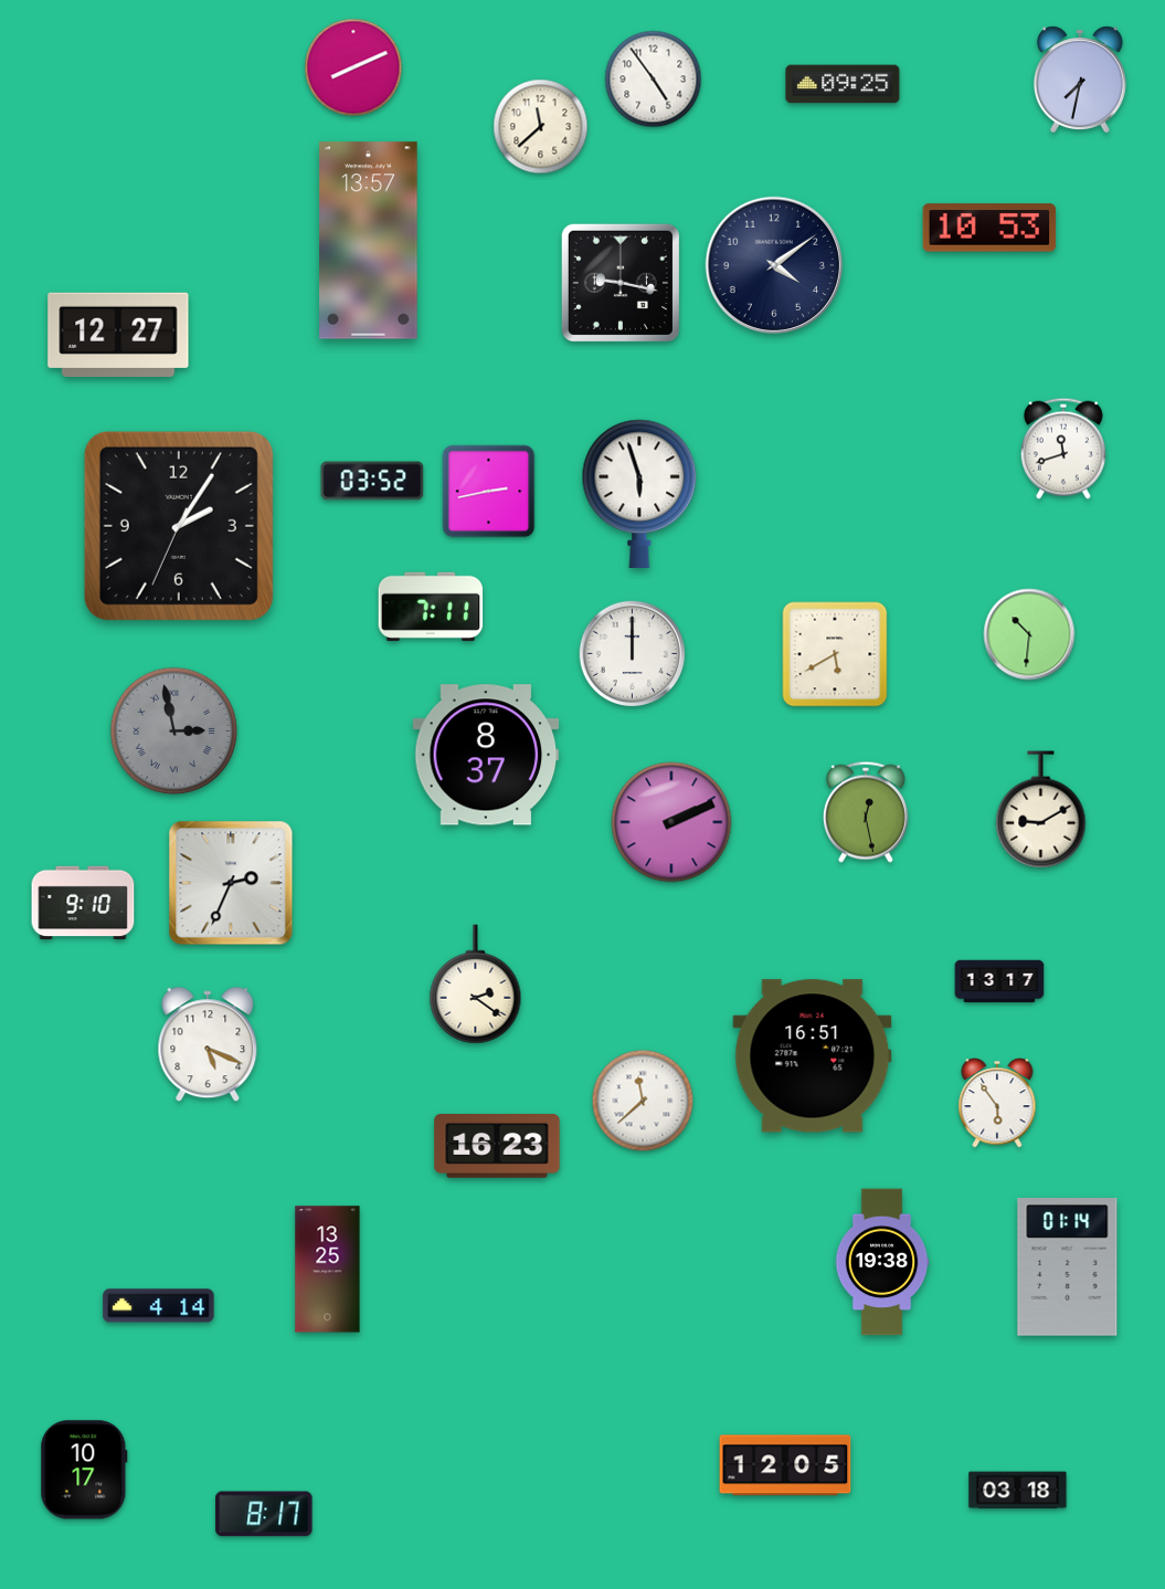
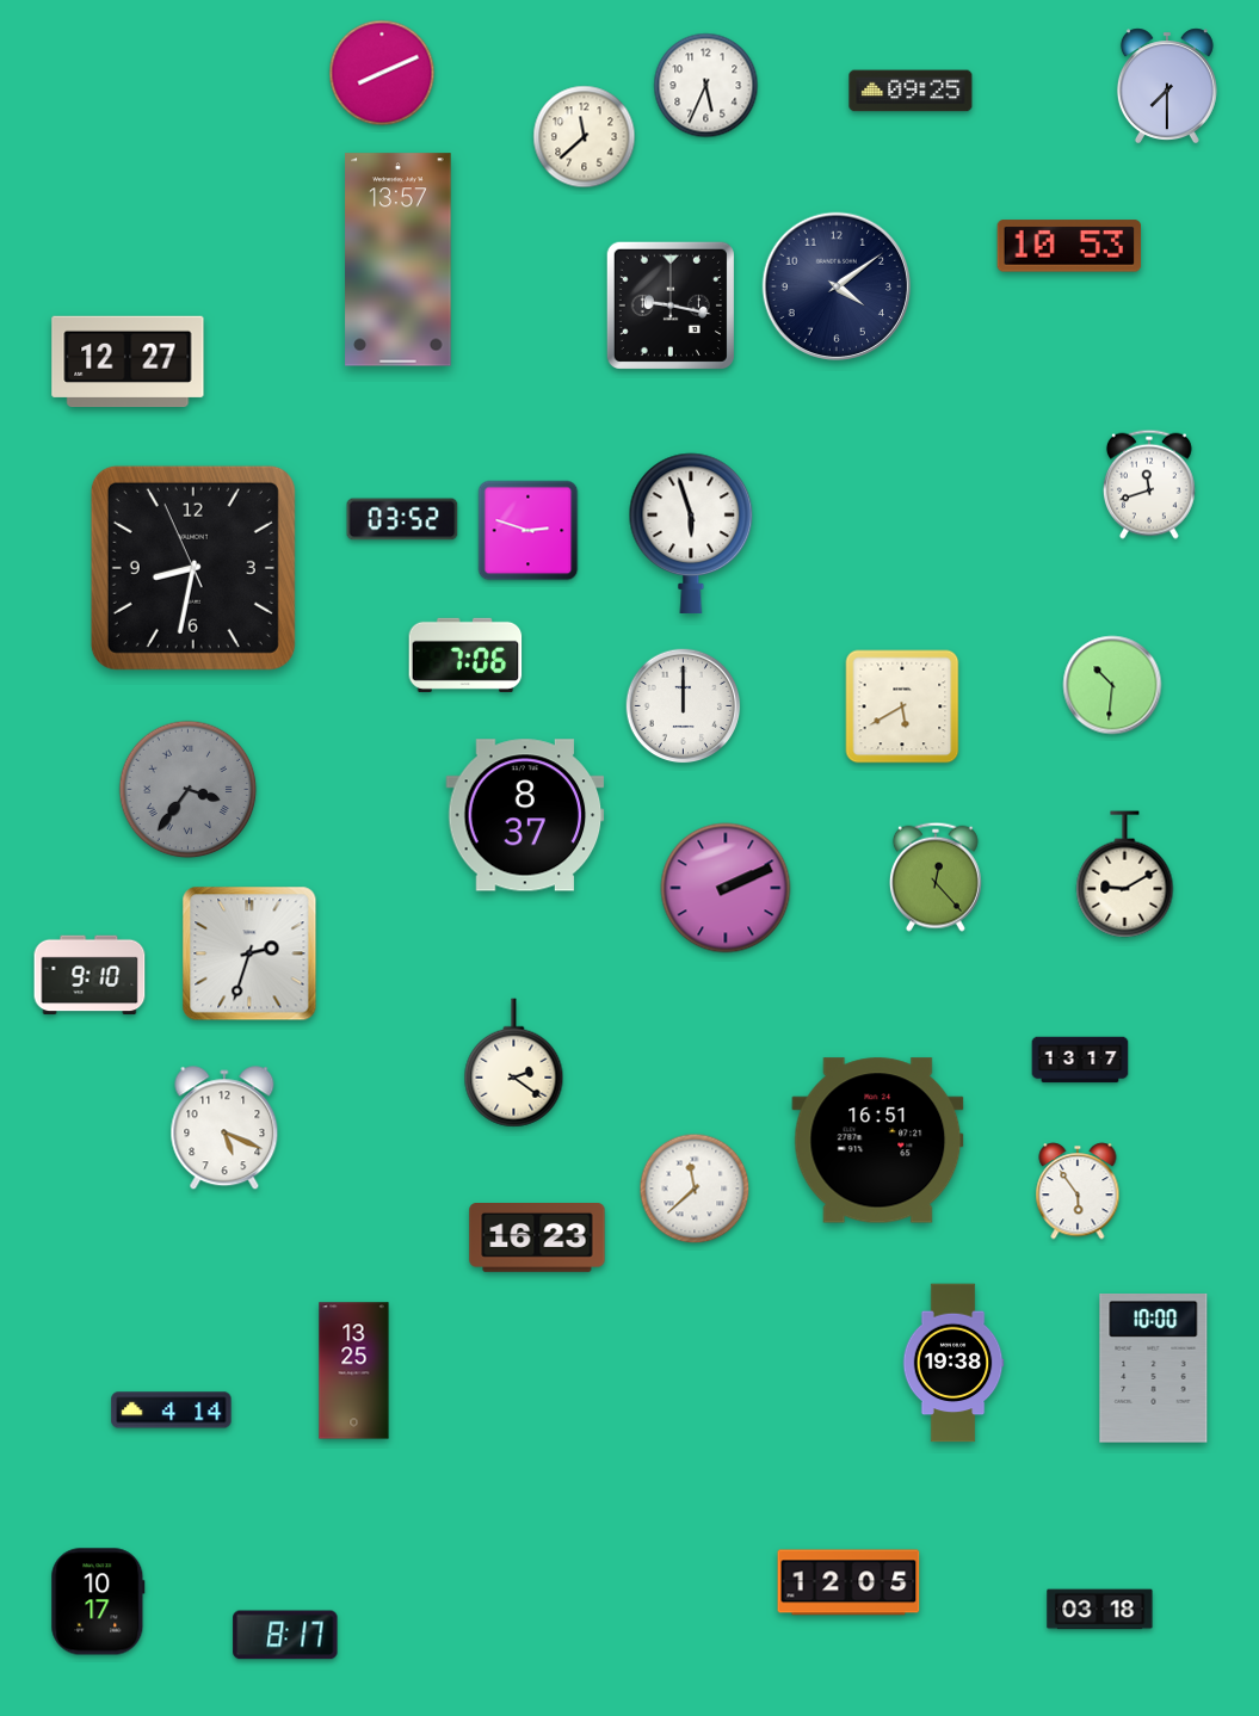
clock at (1080, 78): 7:32 -> 7:30
clock at (654, 80): 4:54 -> 5:34
clock at (489, 492): 2:43 -> 2:48
clock at (179, 526): 2:05 -> 8:31
clock at (431, 607): 7:11 -> 7:06
clock at (174, 732): 2:58 -> 3:36
clock at (866, 812): 12:28 -> 12:23
clock at (231, 883): 2:34 -> 2:33
clock at (1068, 1267): 01:14 -> 10:00
clock at (84, 1470) position: (84, 1470) -> (98, 1601)
